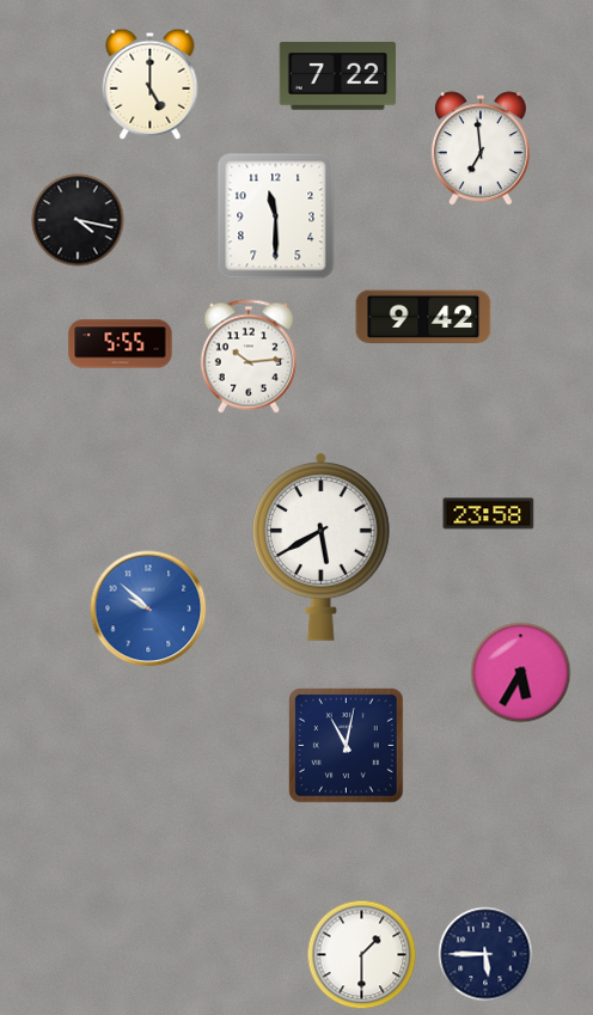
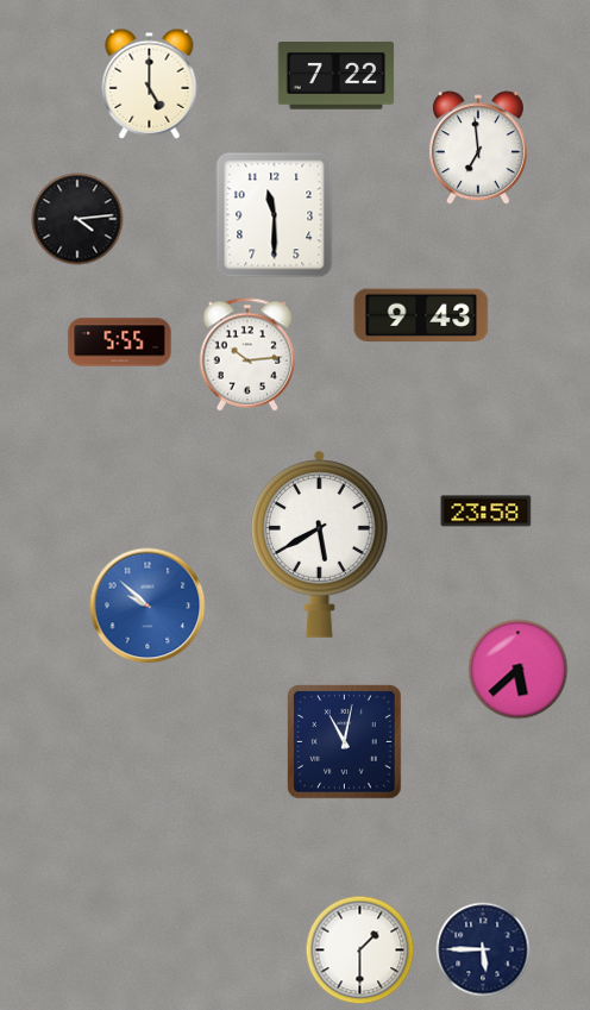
clock at (78, 220): 4:17 -> 4:14
clock at (423, 317): 9:42 -> 9:43
clock at (521, 673): 5:35 -> 5:38
